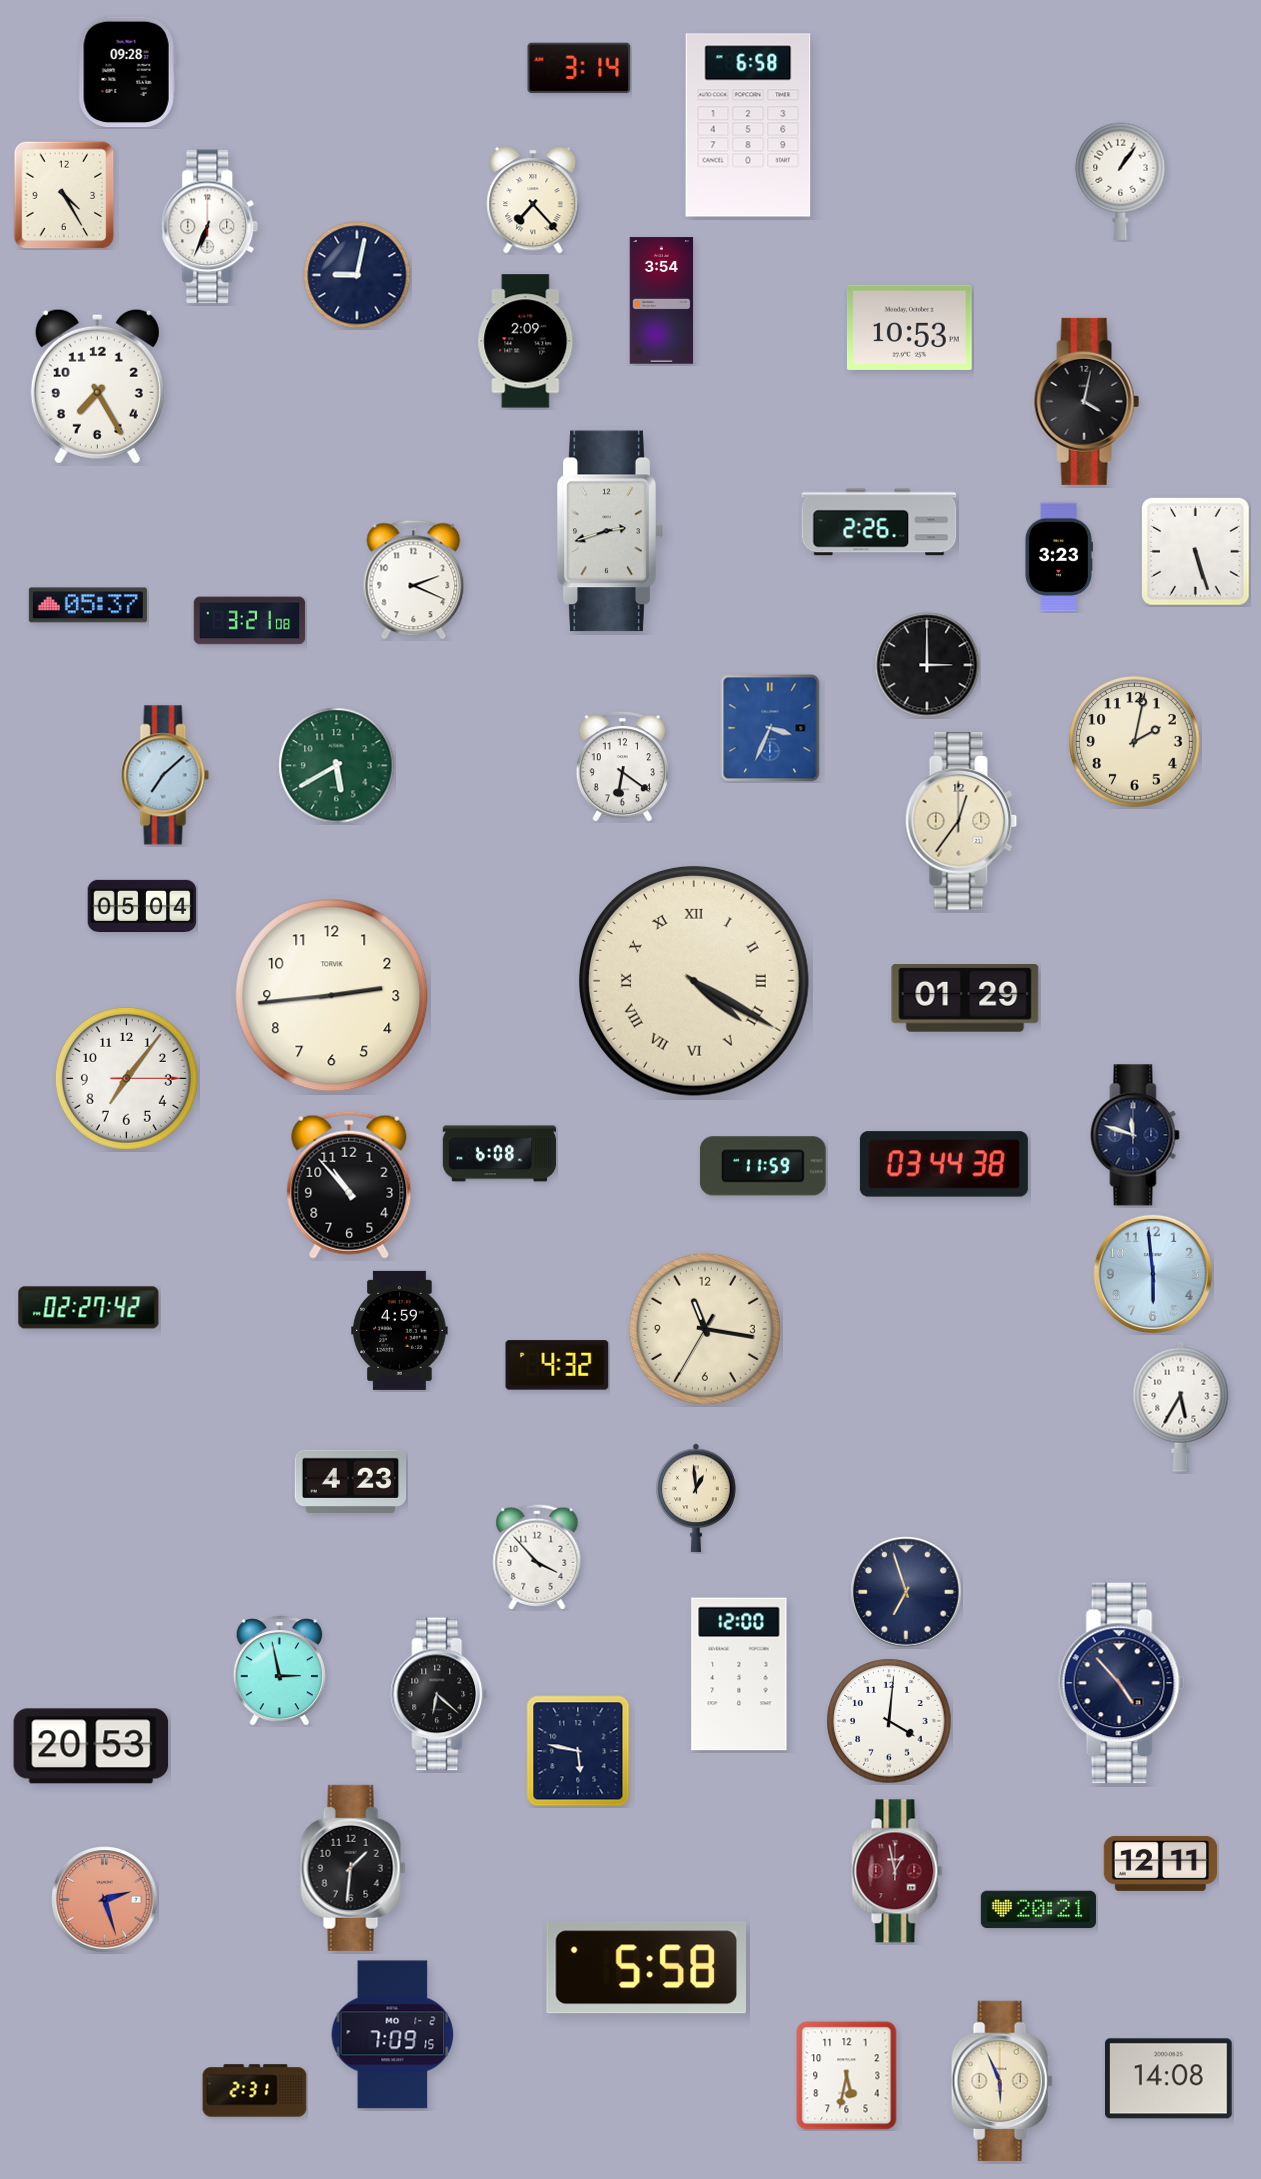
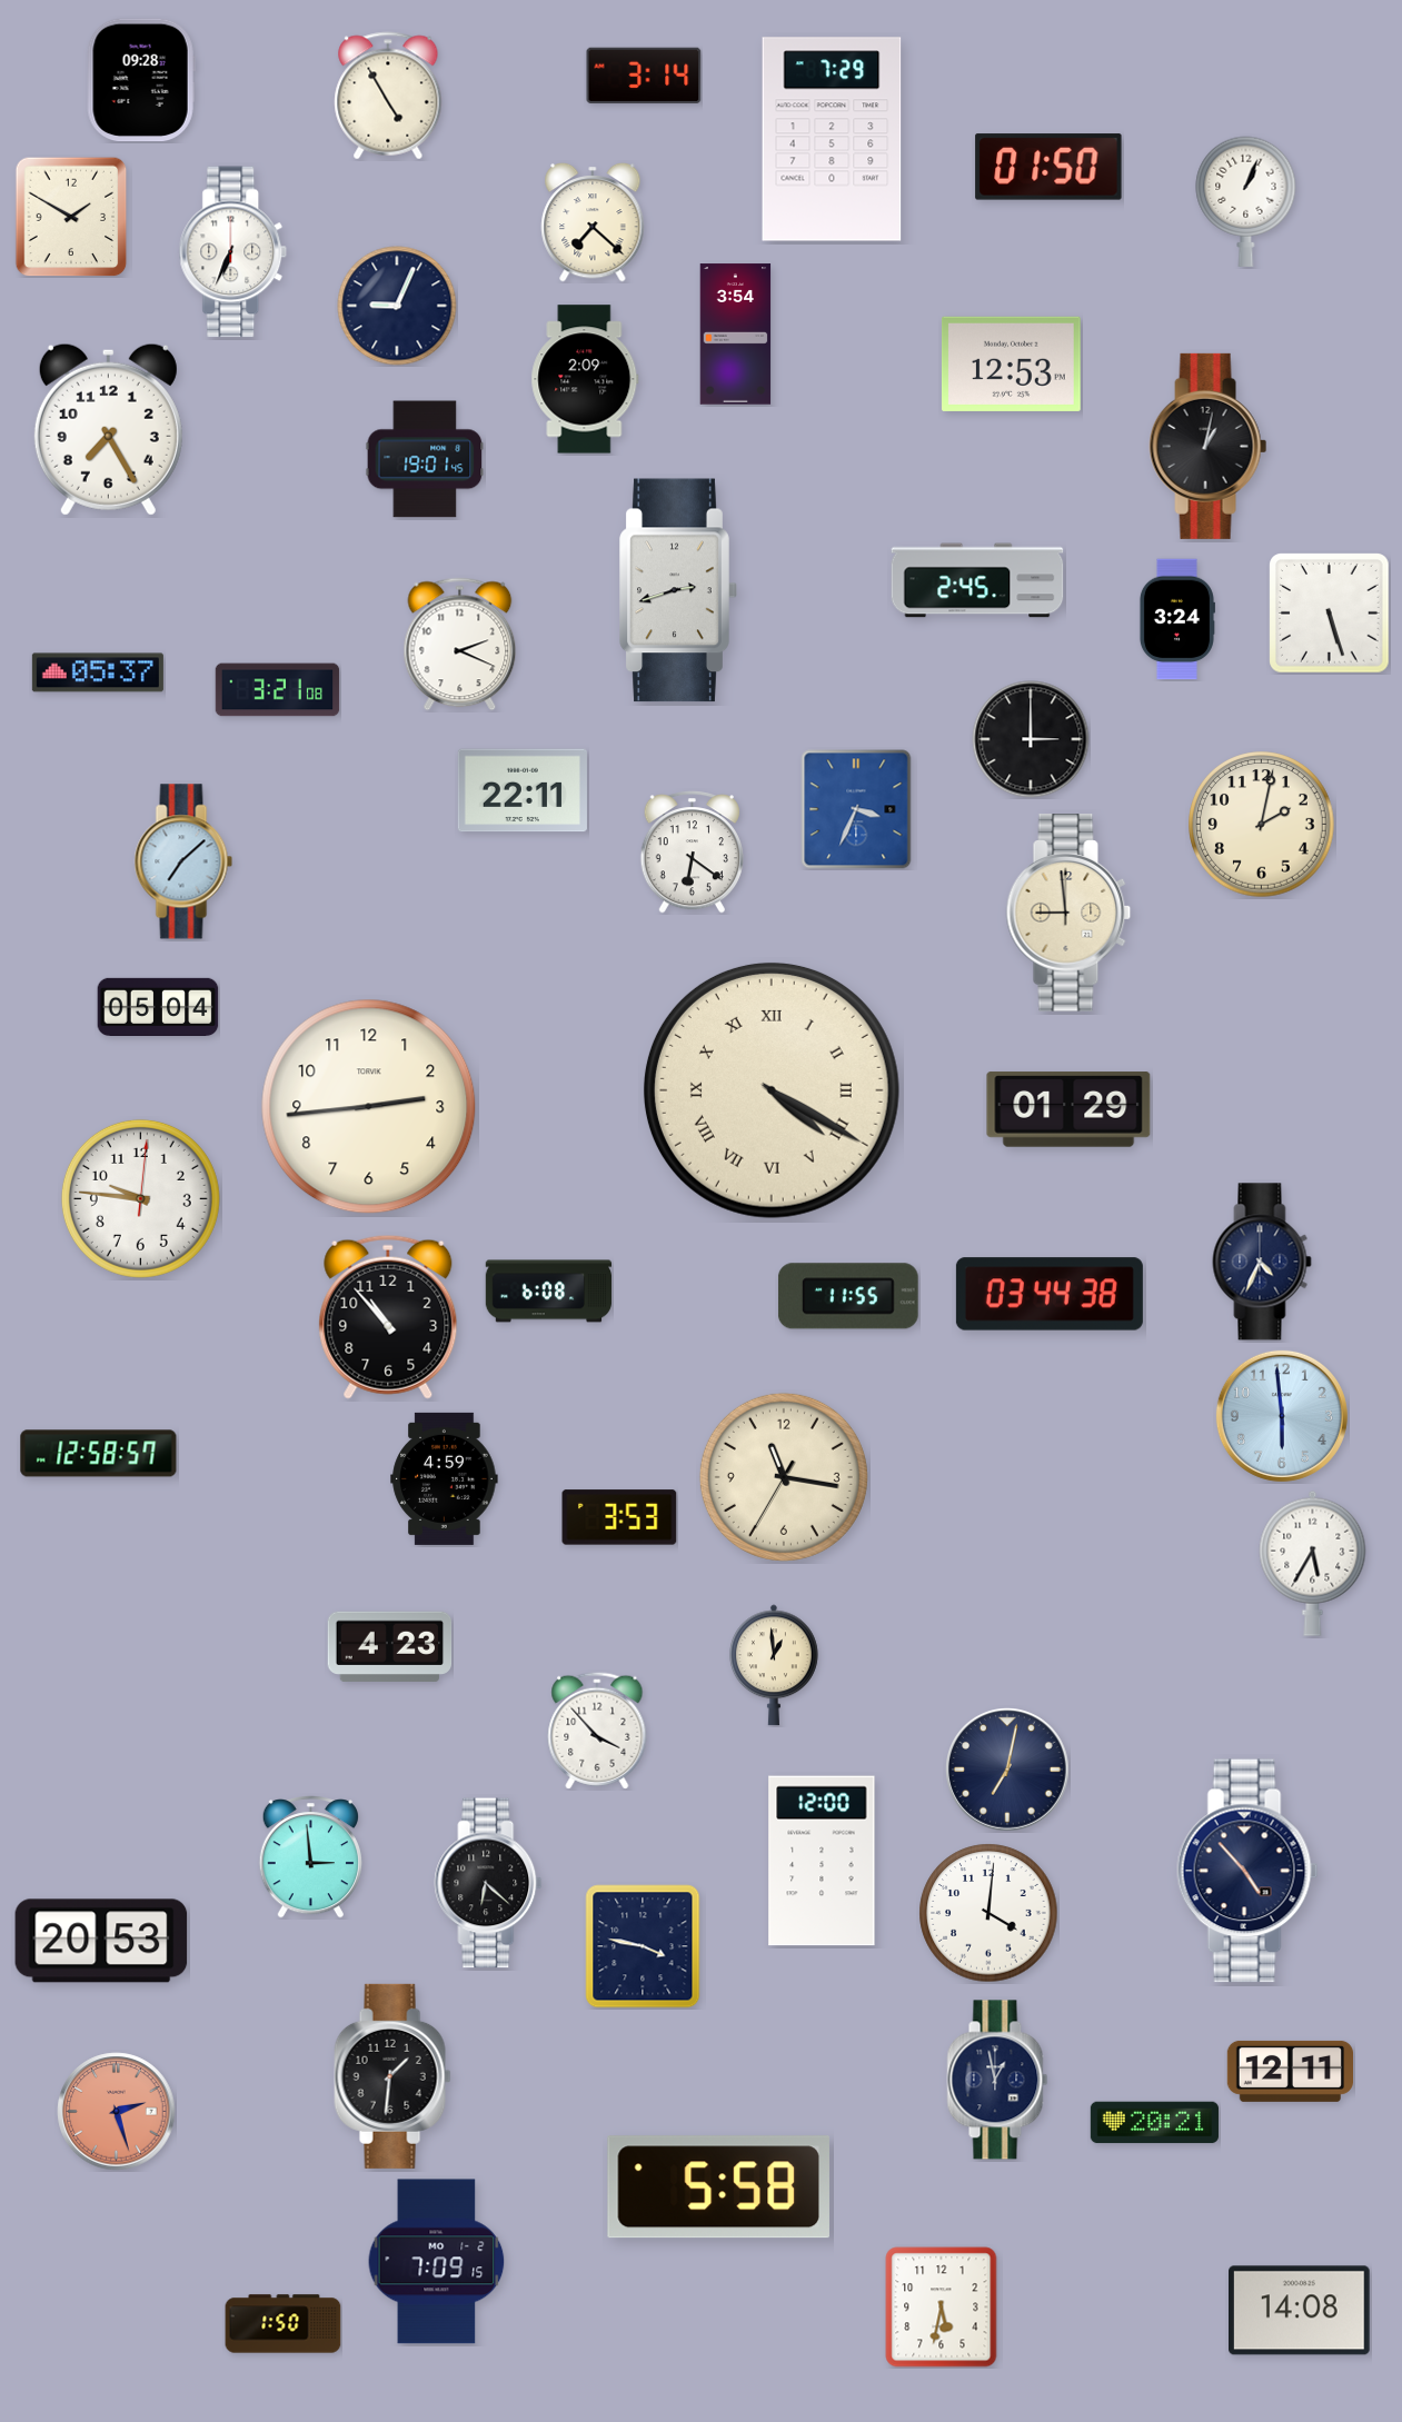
clock at (388, 96): none -> 4:55
clock at (748, 125): 6:58 -> 7:29
clock at (1048, 167): none -> 01:50
clock at (1121, 181): 1:06 -> 1:04
clock at (64, 195): 4:25 -> 1:50
clock at (533, 200): 7:23 -> 7:22
clock at (357, 275): 9:02 -> 9:04
clock at (909, 327): 10:53 -> 12:53
clock at (1087, 401): 4:02 -> 1:02
clock at (425, 459): none -> 19:01
clock at (879, 522): 2:26 -> 2:45
clock at (1058, 557): 3:23 -> 3:24
clock at (523, 790): none -> 22:11
clock at (337, 766): 5:40 -> none
clock at (961, 821): 12:36 -> 8:59
clock at (965, 998) position: (965, 998) -> (1068, 1109)
clock at (126, 1078): 7:06 -> 9:46
clock at (1135, 1135): 11:48 -> 4:34
clock at (500, 1154) position: (500, 1154) -> (549, 1292)
clock at (763, 1166): 11:59 -> 11:55
clock at (89, 1308): 02:27 -> 12:58
clock at (557, 1365): 4:32 -> 3:53
clock at (906, 1592): 6:57 -> 7:02
clock at (279, 1671): 2:58 -> 2:59
clock at (578, 1751): 5:47 -> 3:47
clock at (897, 1871) dial: burgundy -> navy
clock at (1002, 2081): 5:56 -> none
clock at (255, 2091): 2:31 -> 1:50
